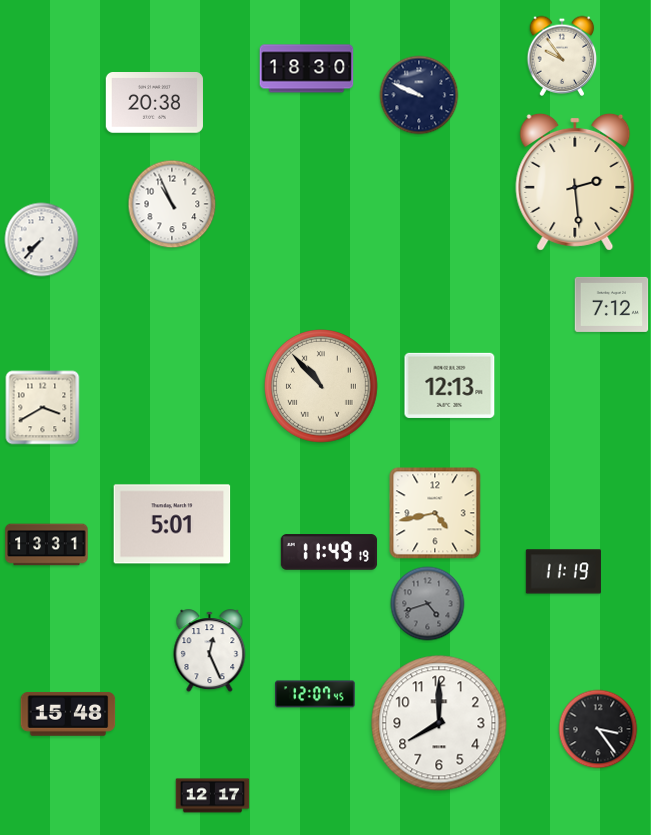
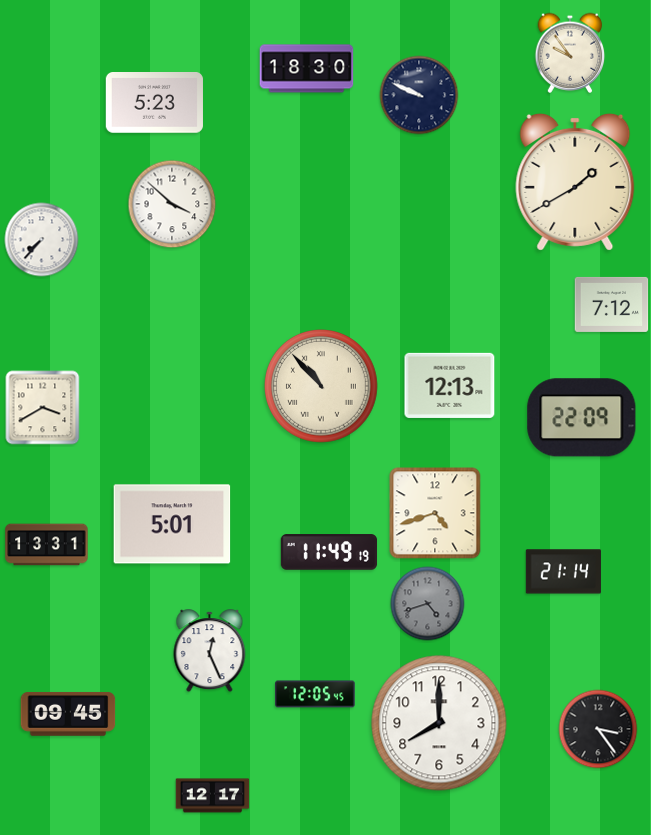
clock at (562, 56) position: (562, 56) -> (570, 53)
clock at (154, 103): 20:38 -> 5:23
clock at (575, 182): 2:29 -> 1:40
clock at (172, 204): 10:56 -> 3:52
clock at (582, 418): none -> 22:09
clock at (435, 513): 4:43 -> 4:42
clock at (563, 572): 11:19 -> 21:14
clock at (315, 694): 12:07 -> 12:05
clock at (68, 714): 15:48 -> 09:45
